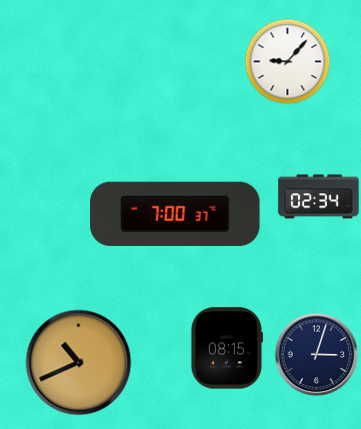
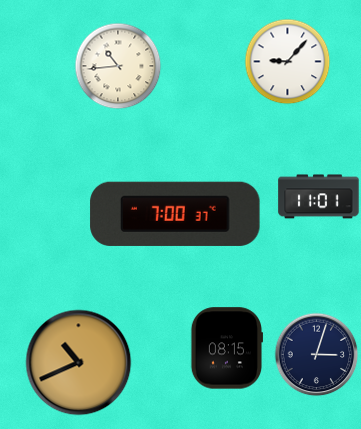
clock at (118, 66): none -> 10:44
clock at (319, 197): 02:34 -> 11:01
